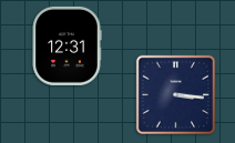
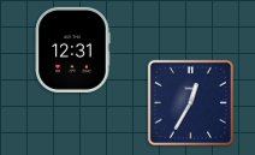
clock at (175, 94): 3:16 -> 12:35
